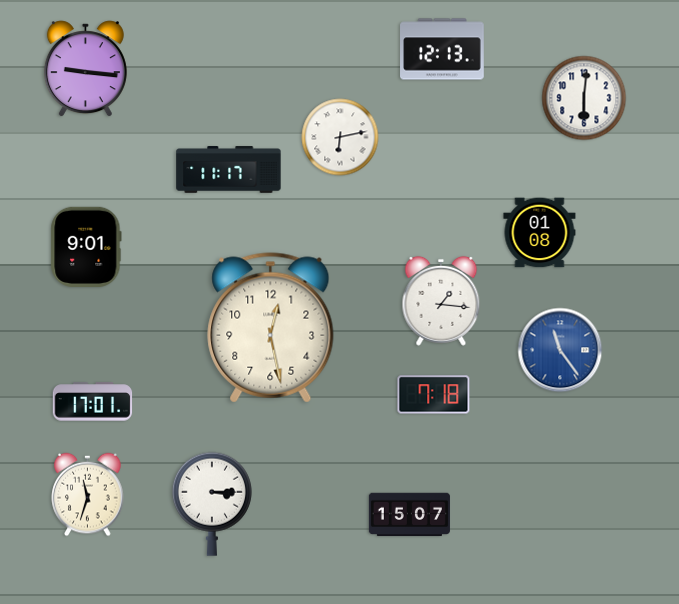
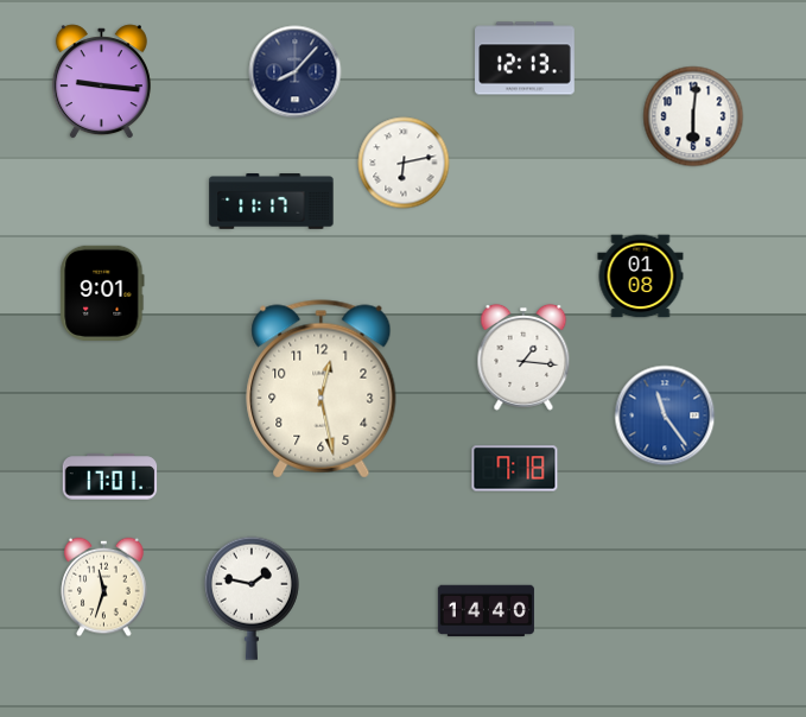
clock at (296, 72): none -> 8:07
clock at (212, 504): 3:15 -> 1:47
clock at (409, 515): 15:07 -> 14:40
